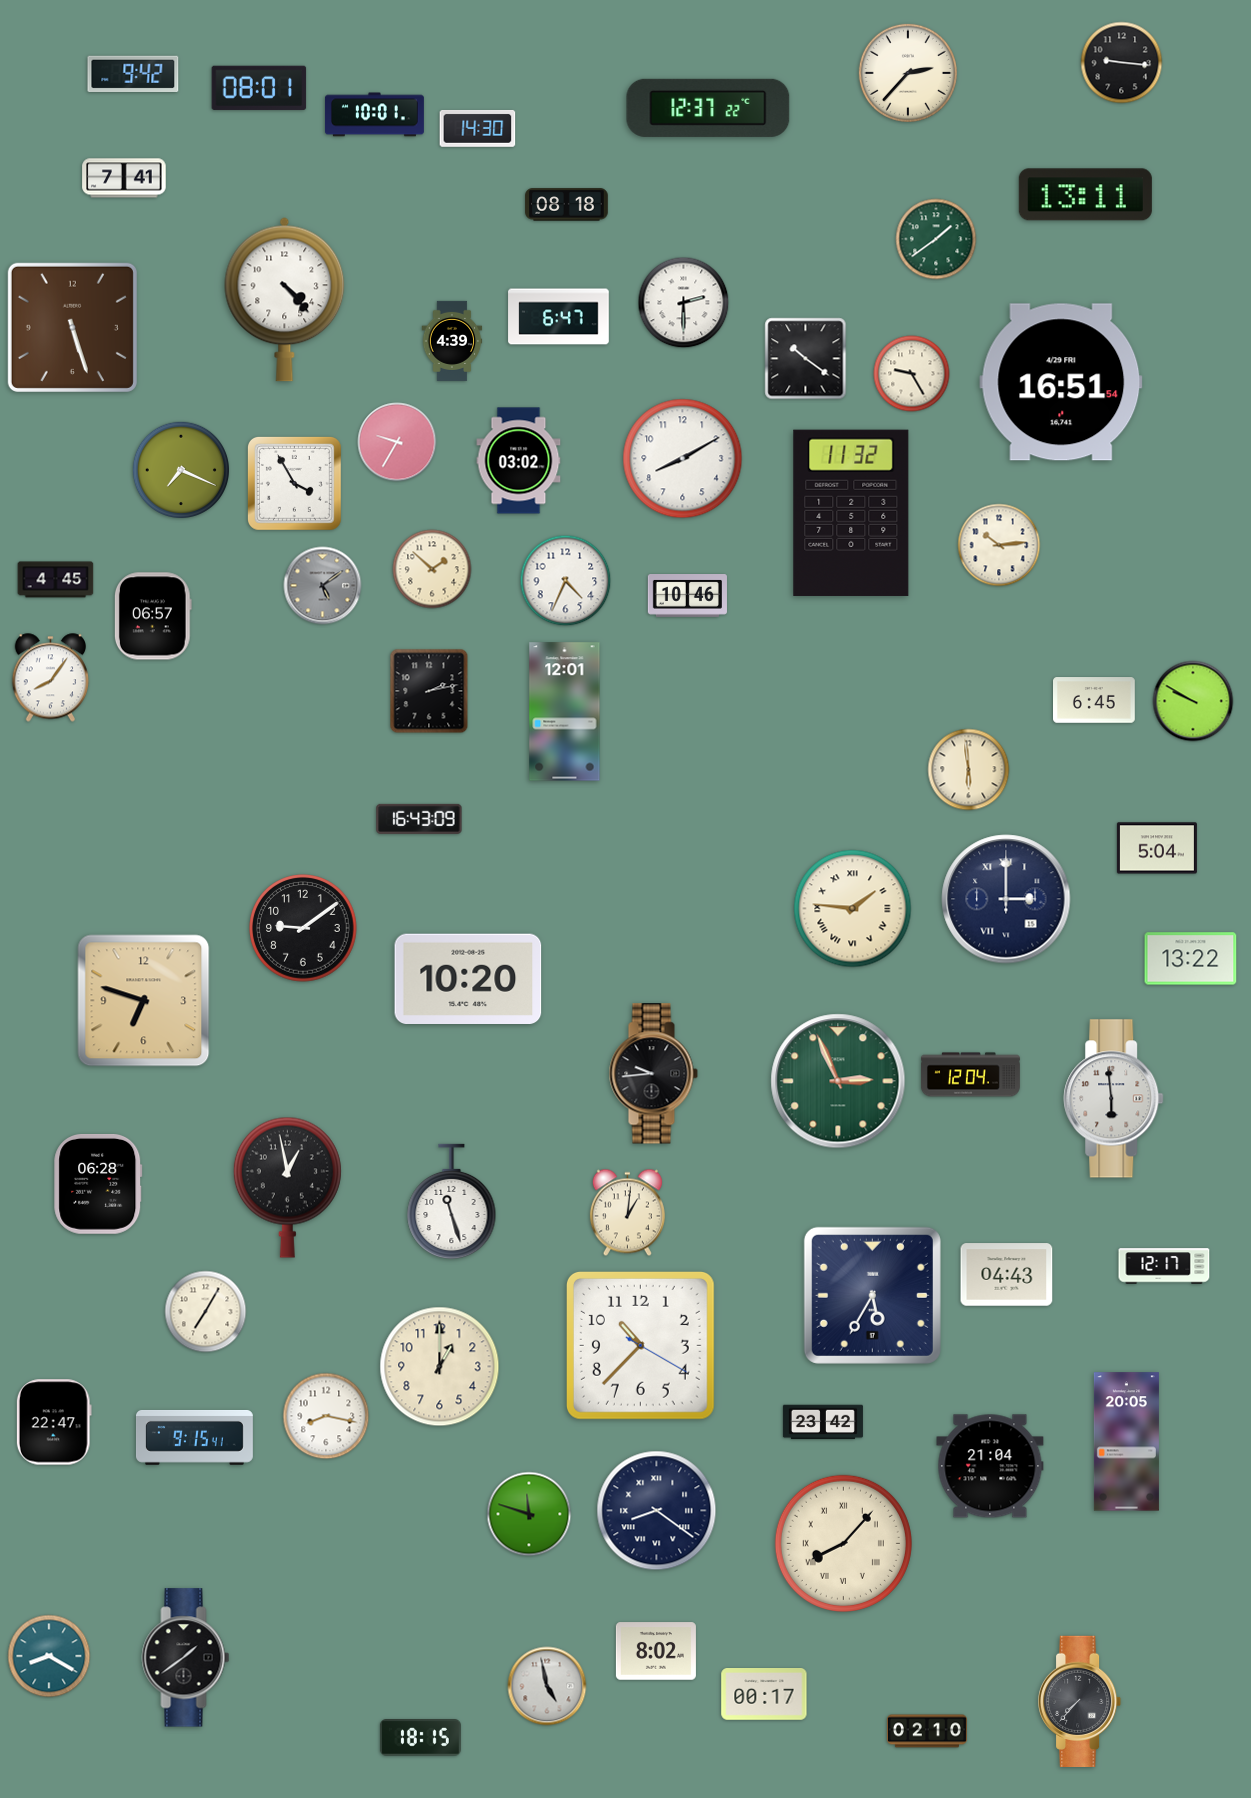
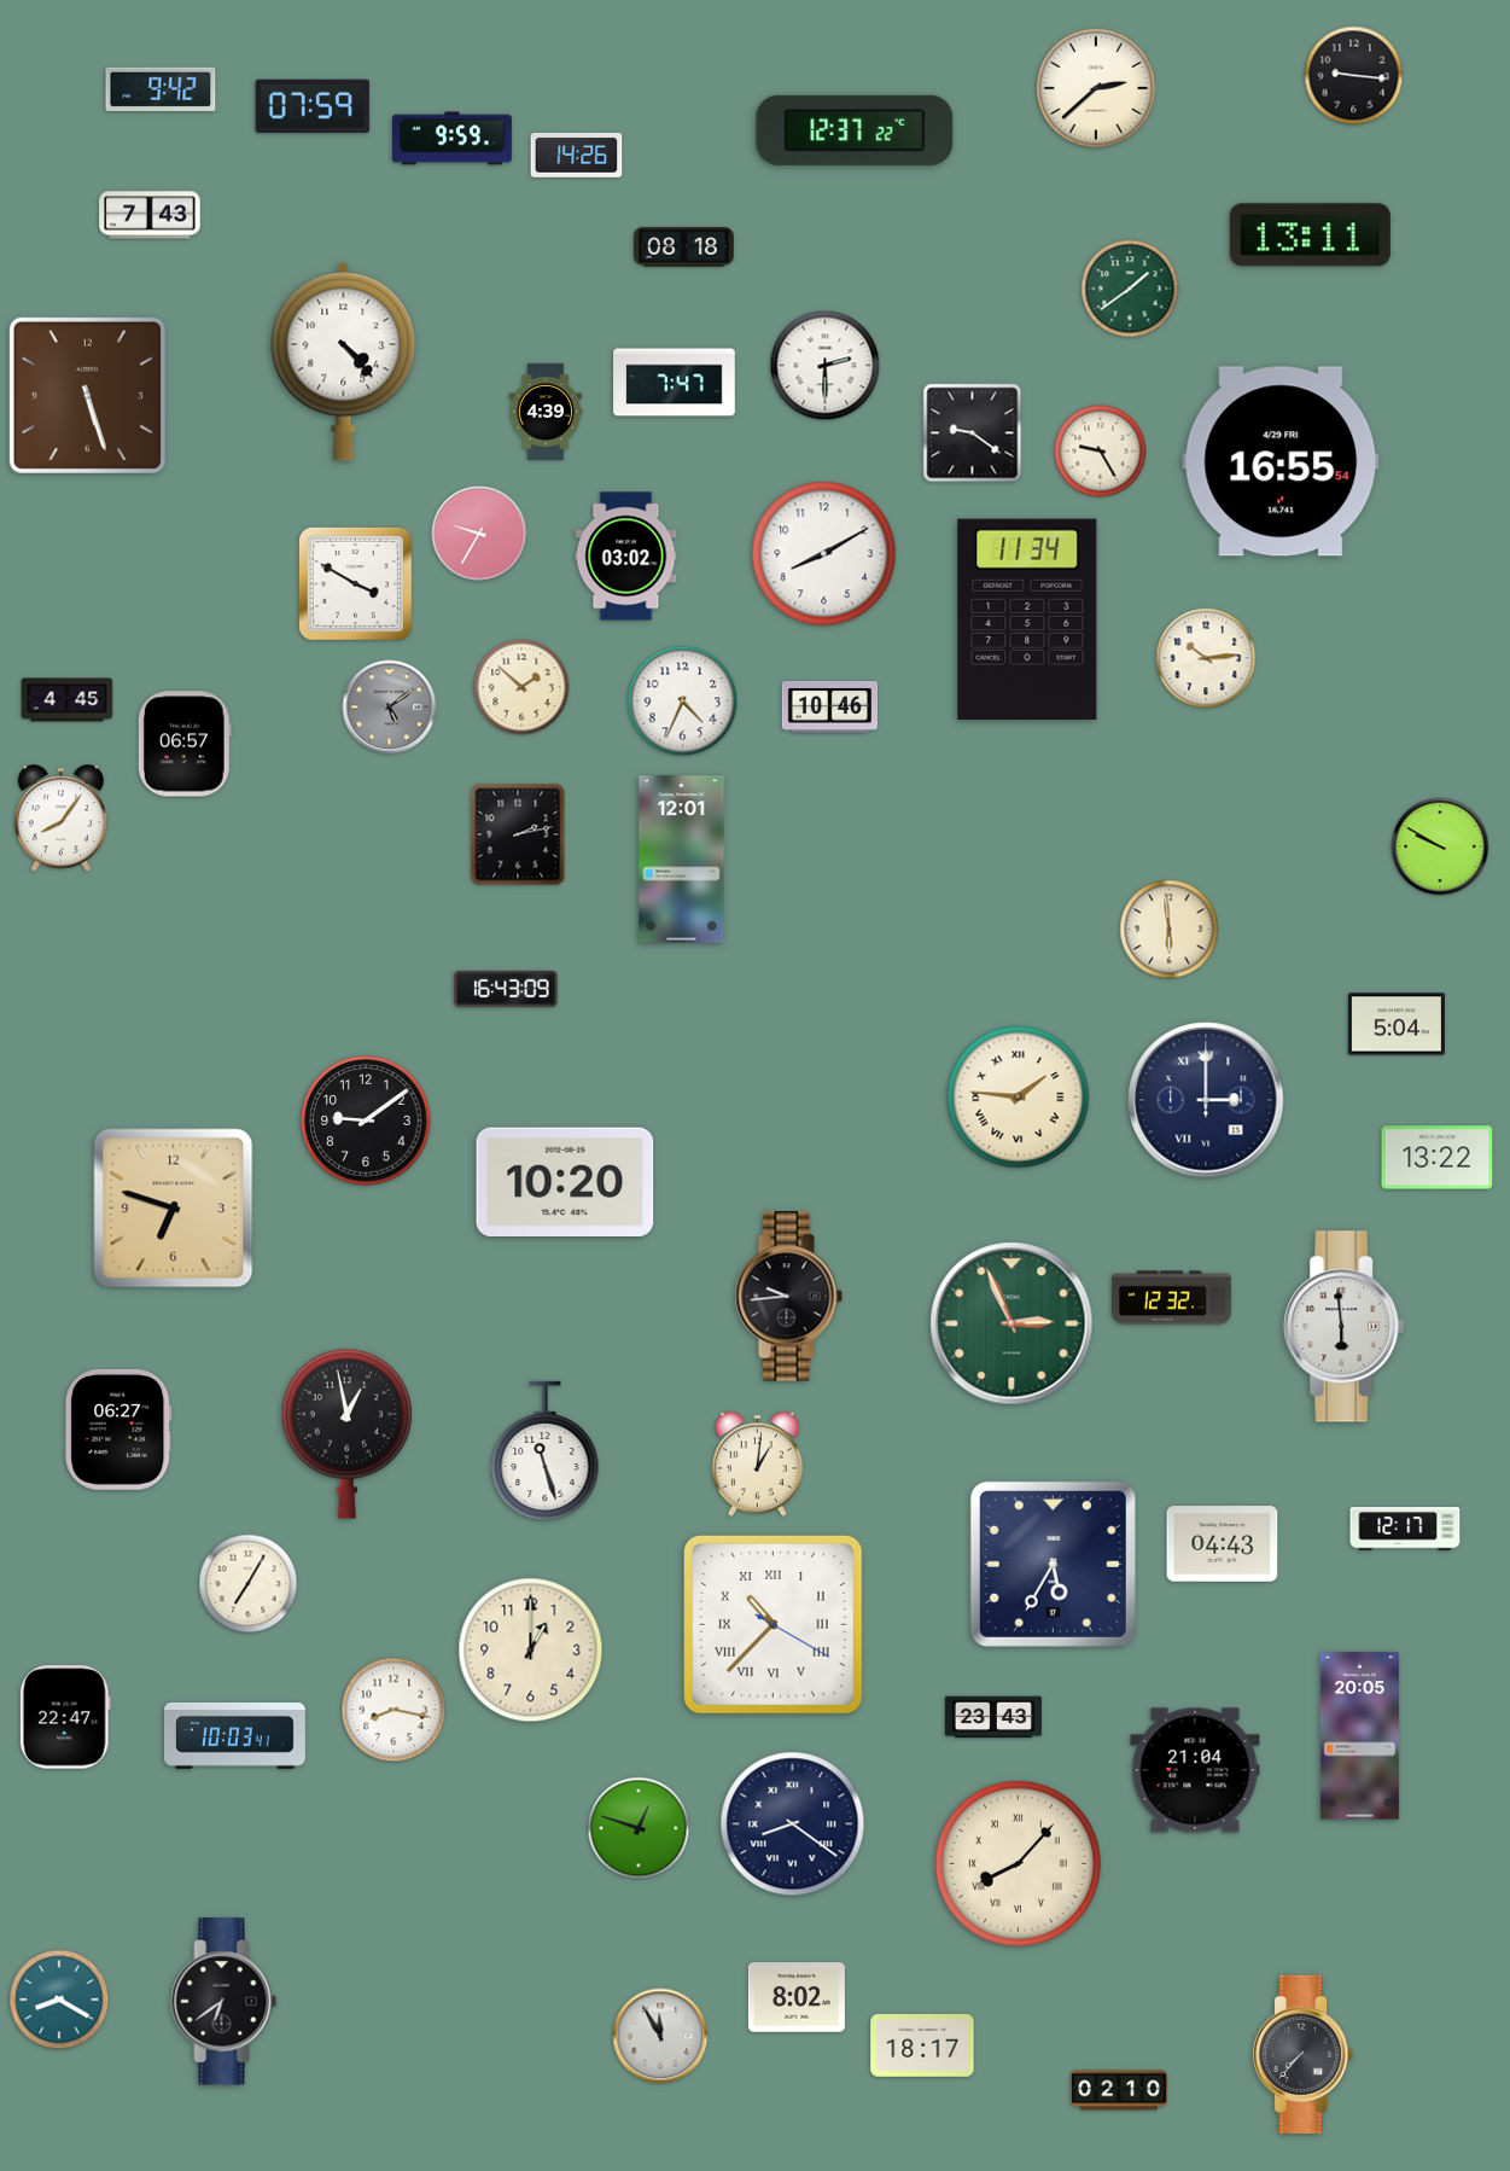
clock at (908, 73): 2:37 -> 2:38
clock at (259, 87): 08:01 -> 07:59
clock at (374, 115): 10:01 -> 9:59
clock at (478, 129): 14:30 -> 14:26
clock at (124, 178): 7:41 -> 7:43
clock at (559, 317): 6:47 -> 7:47
clock at (806, 359): 10:21 -> 9:21
clock at (1061, 382): 16:51 -> 16:55
clock at (180, 469): 7:19 -> none
clock at (294, 483): 3:55 -> 3:50
clock at (851, 513): 11:32 -> 11:34
clock at (687, 596) position: (687, 596) -> (829, 708)
clock at (1095, 700): 6:45 -> none
clock at (1006, 899) position: (1006, 899) -> (1206, 1100)
clock at (853, 909) position: (853, 909) -> (1019, 1098)
clock at (970, 1075): 12:04 -> 12:32
clock at (838, 1081) position: (838, 1081) -> (1011, 1323)
clock at (98, 1184): 06:28 -> 06:27
clock at (1007, 1275) position: (1007, 1275) -> (1223, 1544)
clock at (640, 1345) numerals: Arabic -> Roman
clock at (823, 1422): 23:42 -> 23:43
clock at (194, 1437): 9:15 -> 10:03
clock at (1126, 1442) position: (1126, 1442) -> (1359, 1736)
clock at (529, 1514): 11:48 -> 12:48
clock at (656, 1651) position: (656, 1651) -> (797, 1997)
clock at (186, 1658): 1:39 -> 6:39
clock at (547, 1686): 4:58 -> 11:55
clock at (764, 1695): 00:17 -> 18:17
clock at (420, 1738): 18:15 -> none
